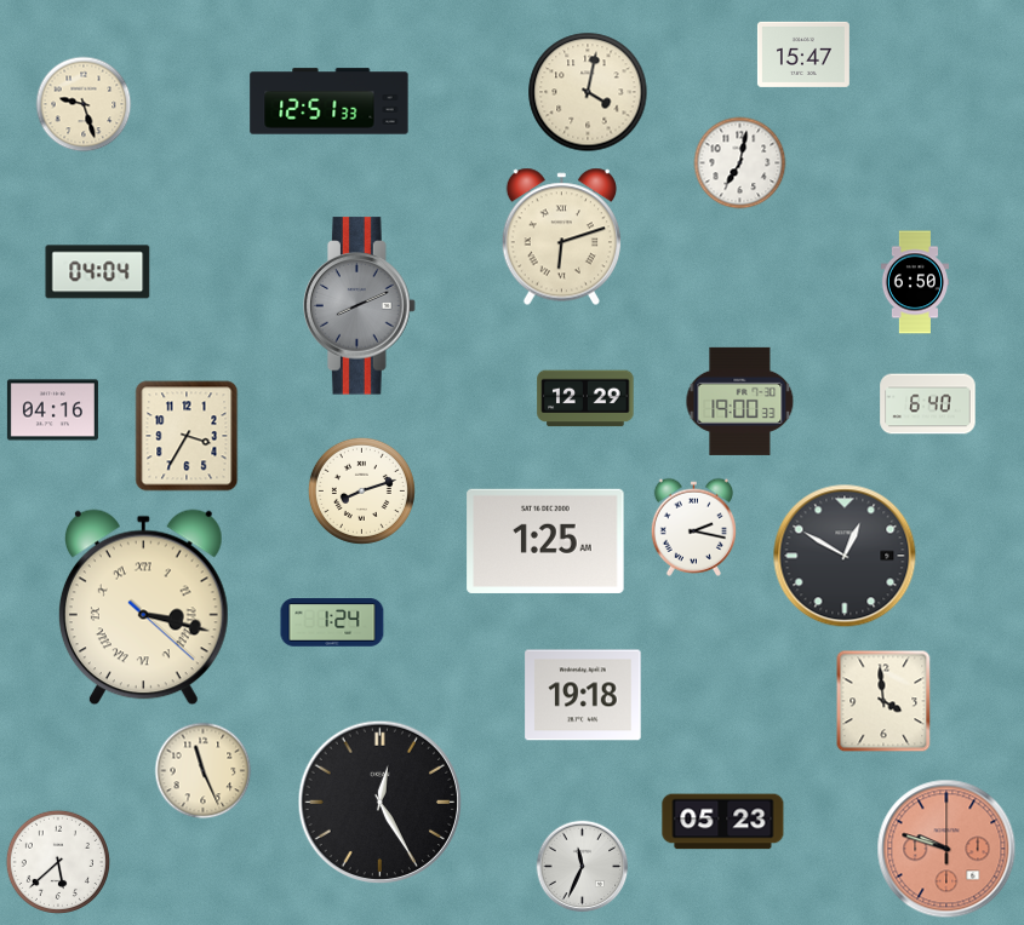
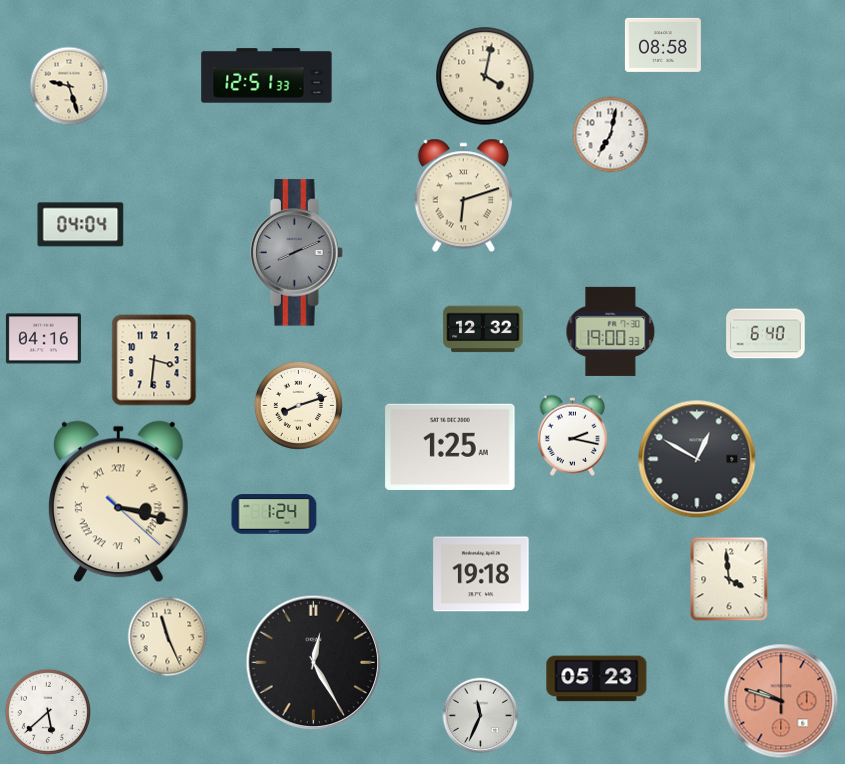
clock at (803, 54): 15:47 -> 08:58
clock at (330, 102) position: (330, 102) -> (267, 76)
clock at (915, 282): 6:50 -> none
clock at (585, 398): 12:29 -> 12:32
clock at (187, 436): 3:35 -> 3:31
